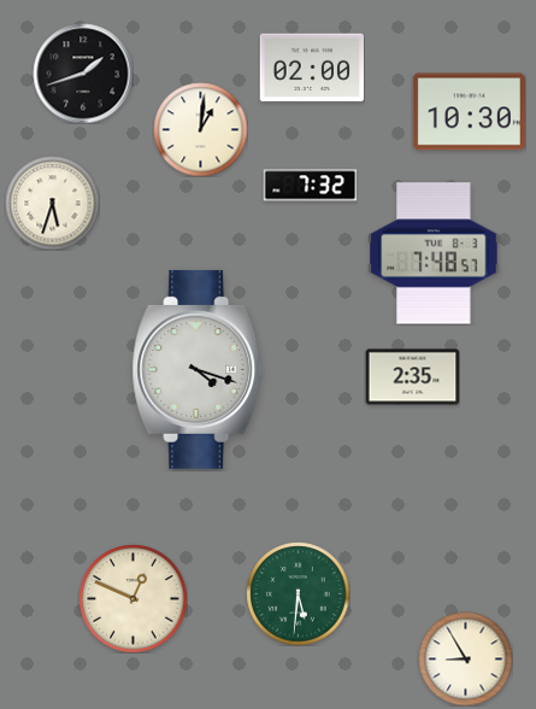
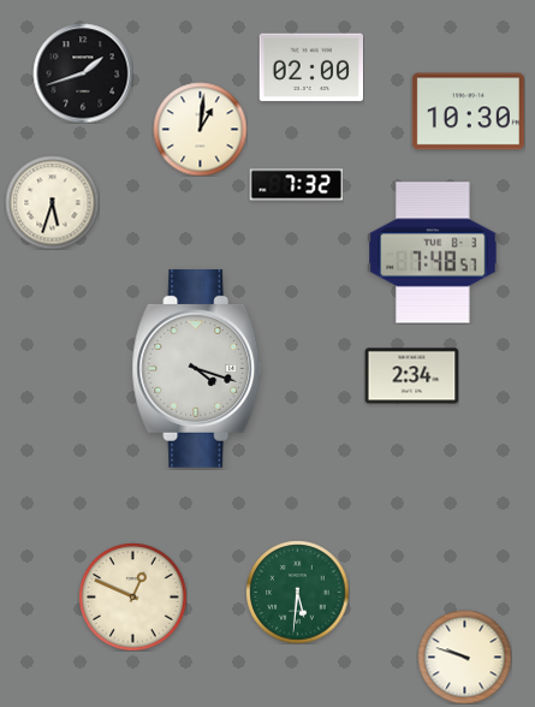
clock at (310, 186) position: (310, 186) -> (296, 185)
clock at (412, 377): 2:35 -> 2:34
clock at (465, 658): 8:55 -> 9:48
